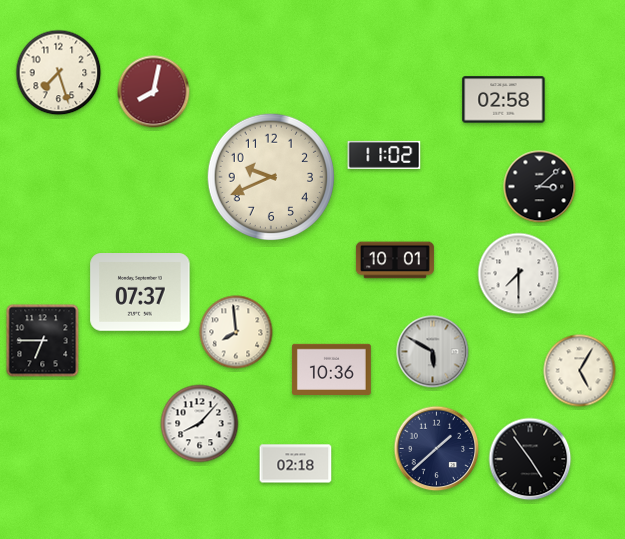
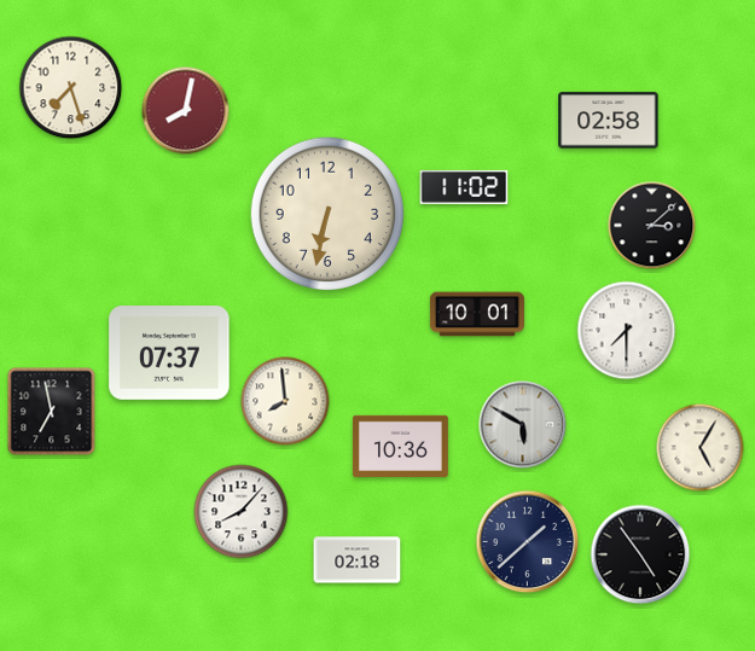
clock at (270, 176): 9:41 -> 6:32
clock at (43, 341): 6:45 -> 6:58
